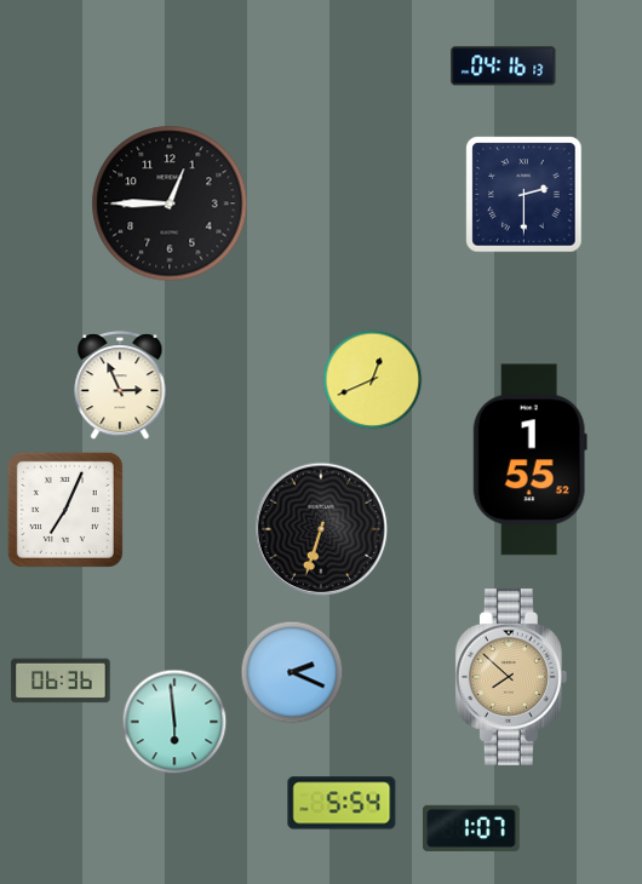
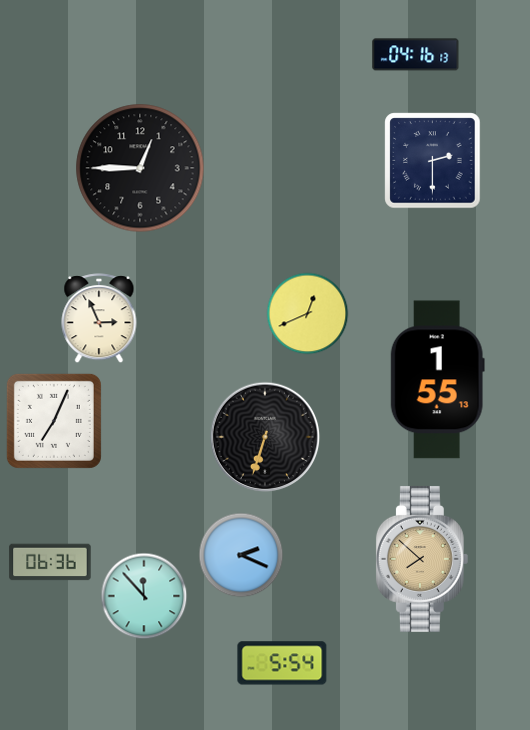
clock at (529, 460): 1:55:52 -> 1:55:13
clock at (174, 722): 5:59 -> 11:53
clock at (472, 828): 1:07 -> none
